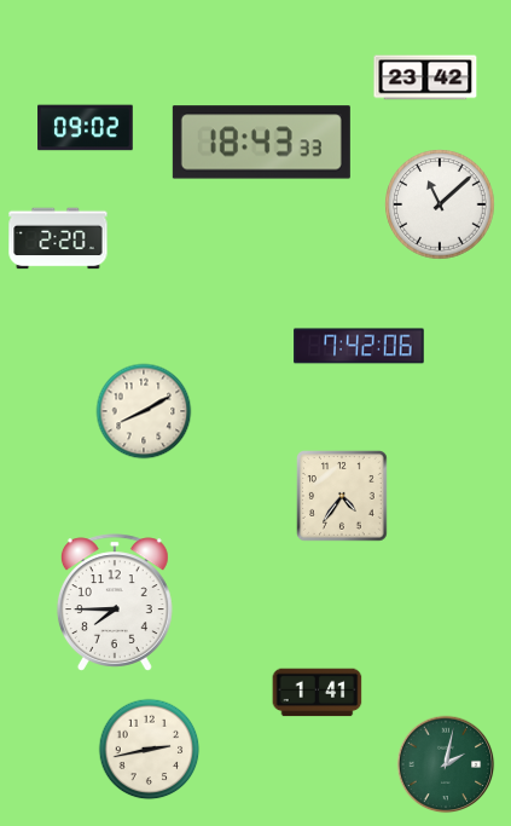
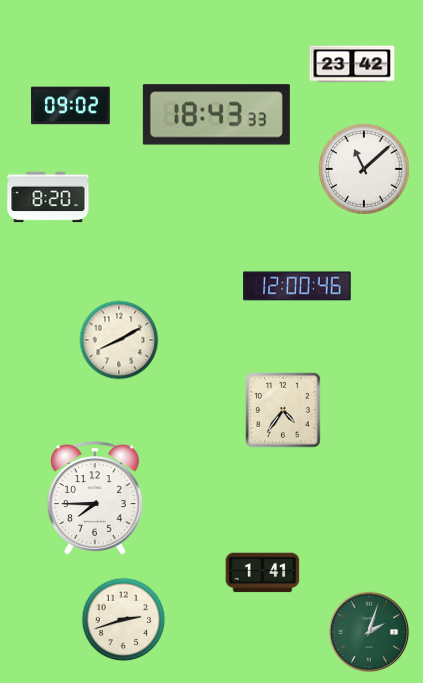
clock at (261, 143) position: (261, 143) -> (216, 115)
clock at (58, 238): 2:20 -> 8:20
clock at (359, 346): 7:42 -> 12:00
clock at (150, 750): 2:43 -> 2:42
clock at (446, 764): 2:02 -> 2:03
